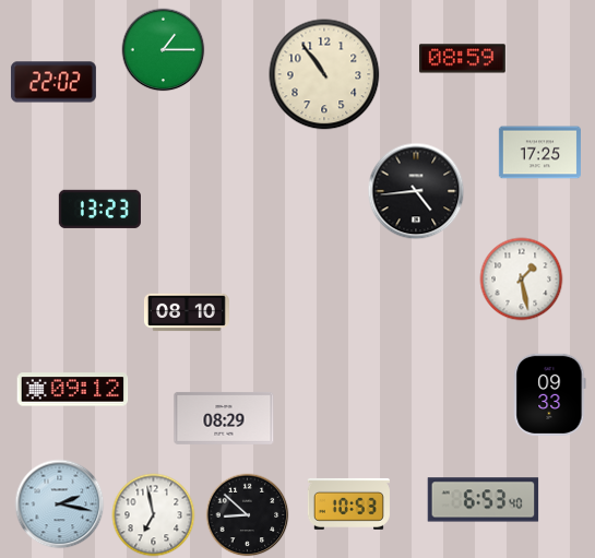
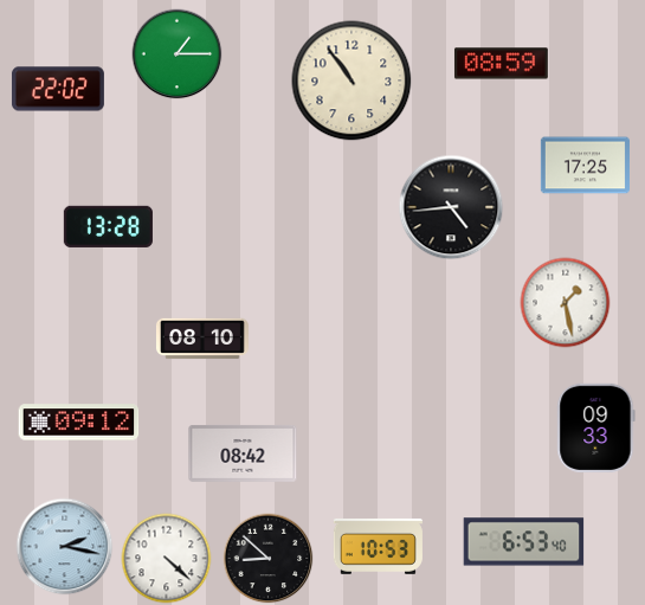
clock at (99, 209): 13:23 -> 13:28
clock at (224, 418): 08:29 -> 08:42
clock at (154, 515): 6:58 -> 4:22
